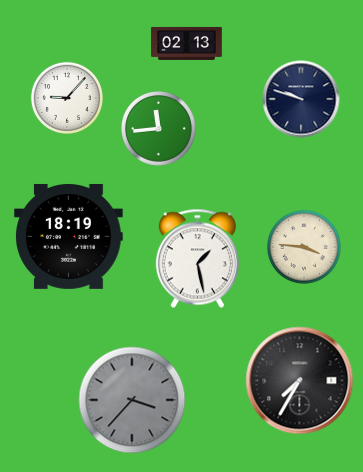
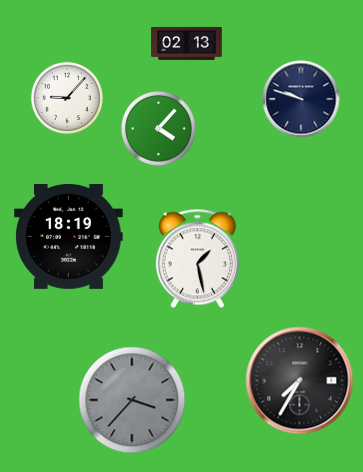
clock at (159, 129): 11:44 -> 4:07
clock at (304, 247): 3:46 -> none
